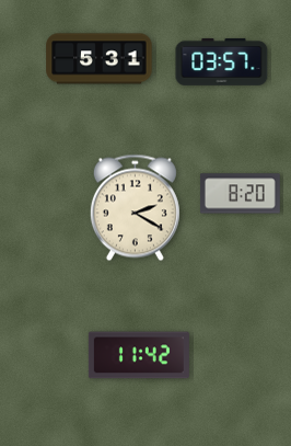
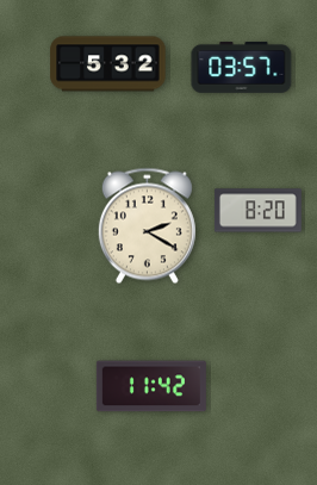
clock at (100, 59): 5:31 -> 5:32
clock at (240, 194) position: (240, 194) -> (257, 211)
